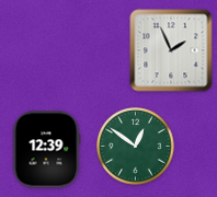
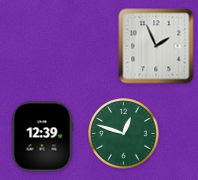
clock at (136, 147): 12:51 -> 12:48
